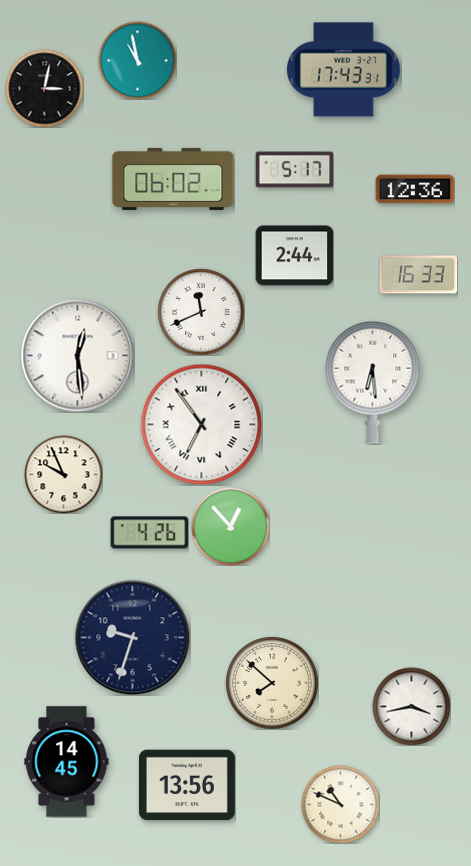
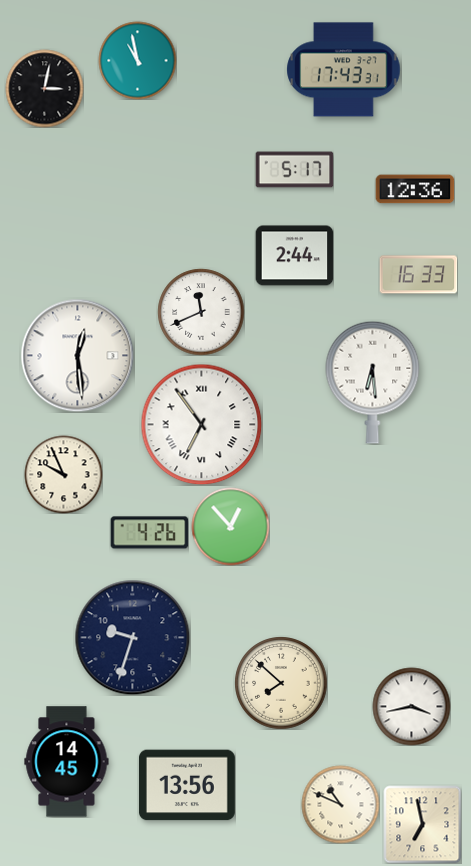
clock at (173, 179): 06:02 -> none
clock at (272, 683) position: (272, 683) -> (281, 683)
clock at (422, 824): none -> 6:58
